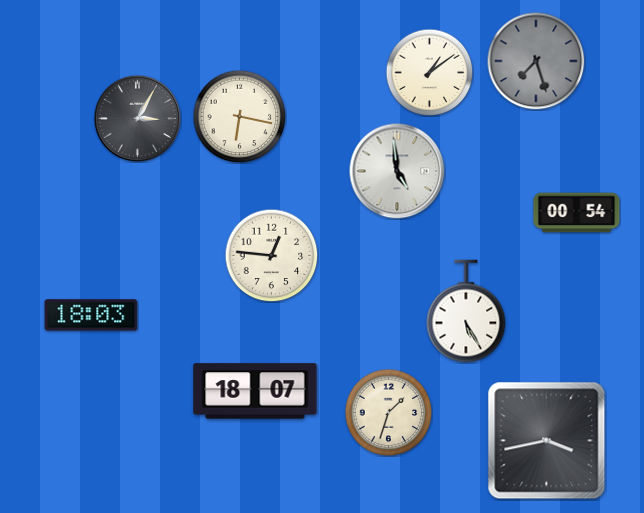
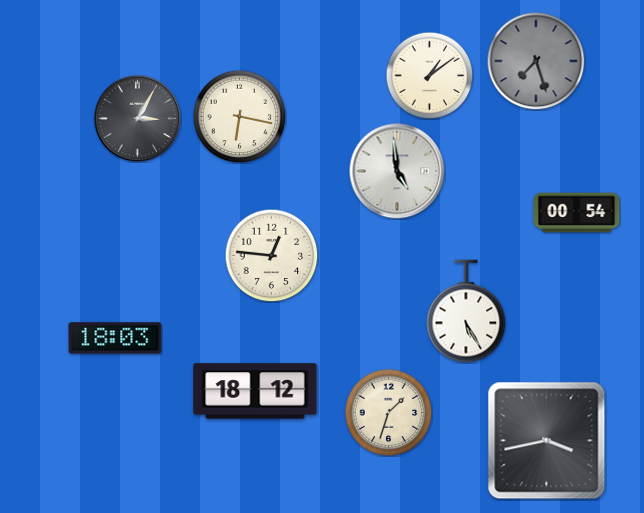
clock at (429, 72) position: (429, 72) -> (429, 75)
clock at (91, 315) position: (91, 315) -> (115, 338)
clock at (255, 391): 18:07 -> 18:12
